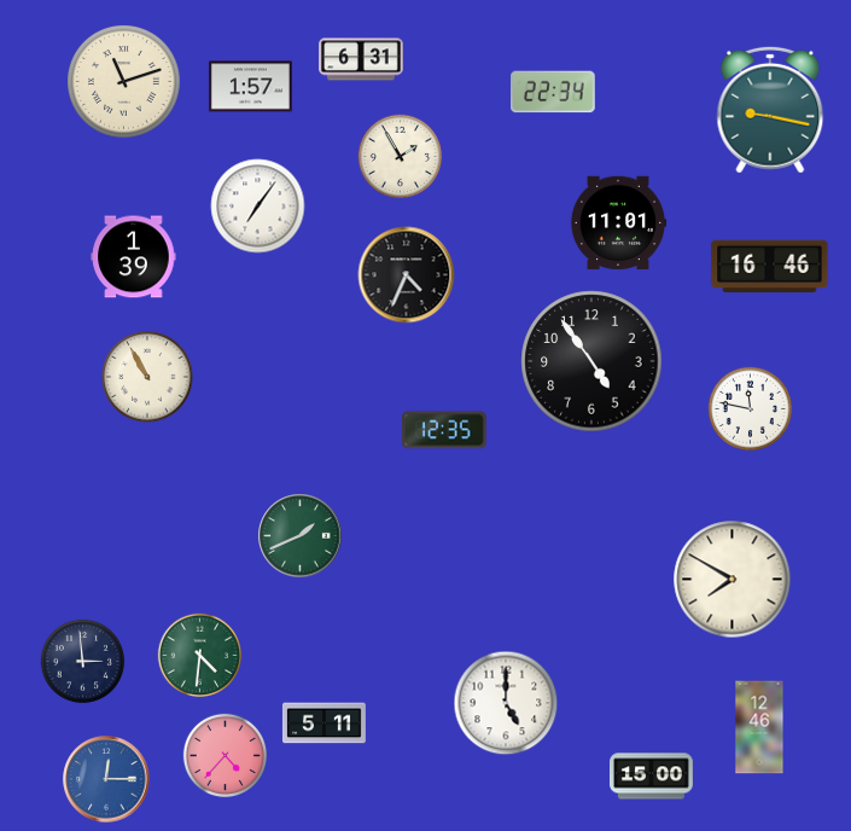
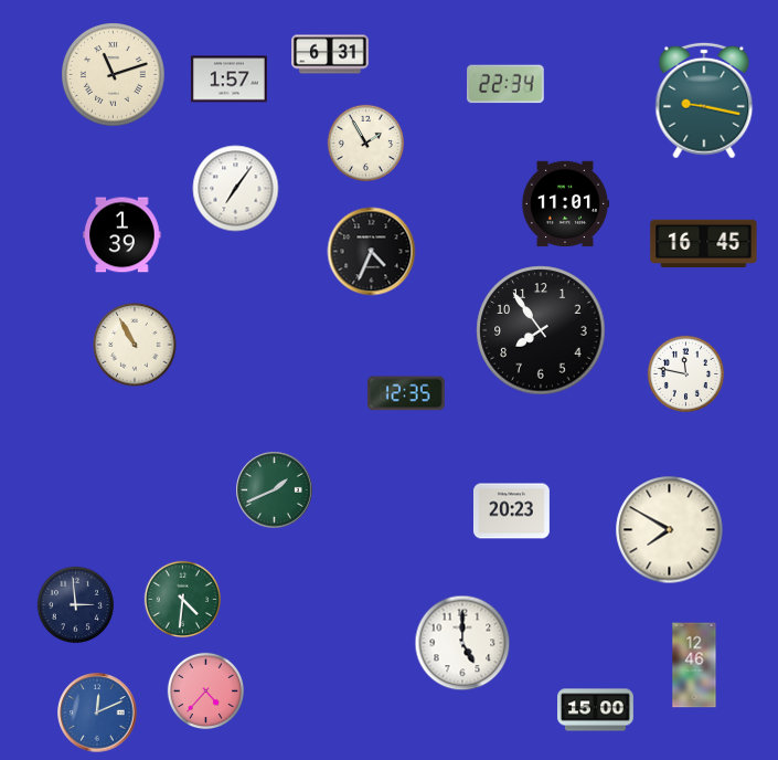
clock at (770, 267): 16:46 -> 16:45
clock at (591, 361): 4:54 -> 7:54
clock at (511, 511): none -> 20:23
clock at (324, 724): 5:11 -> none
clock at (106, 779): 12:15 -> 12:11
